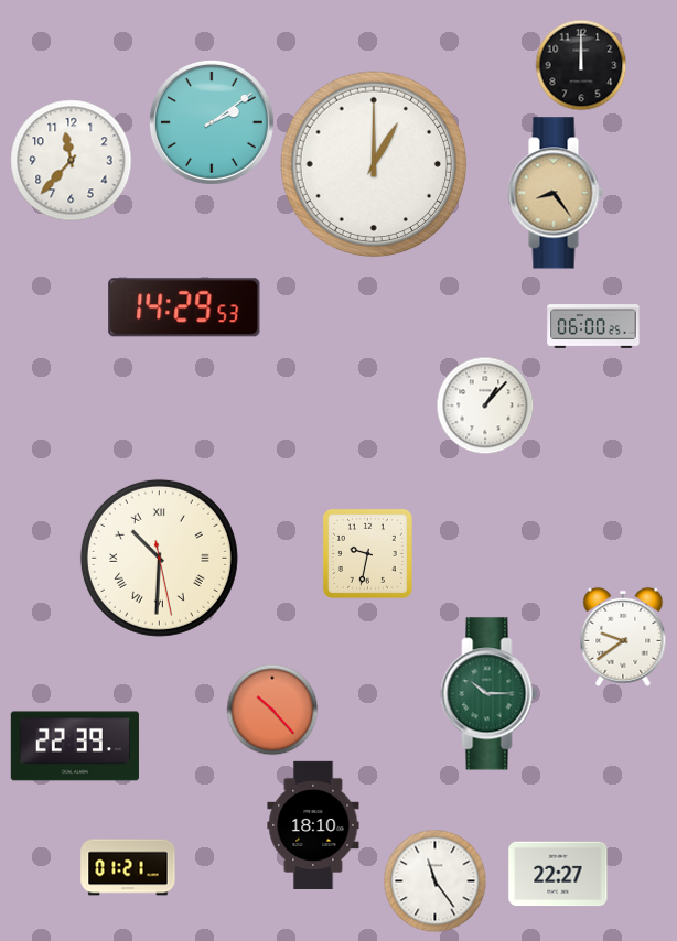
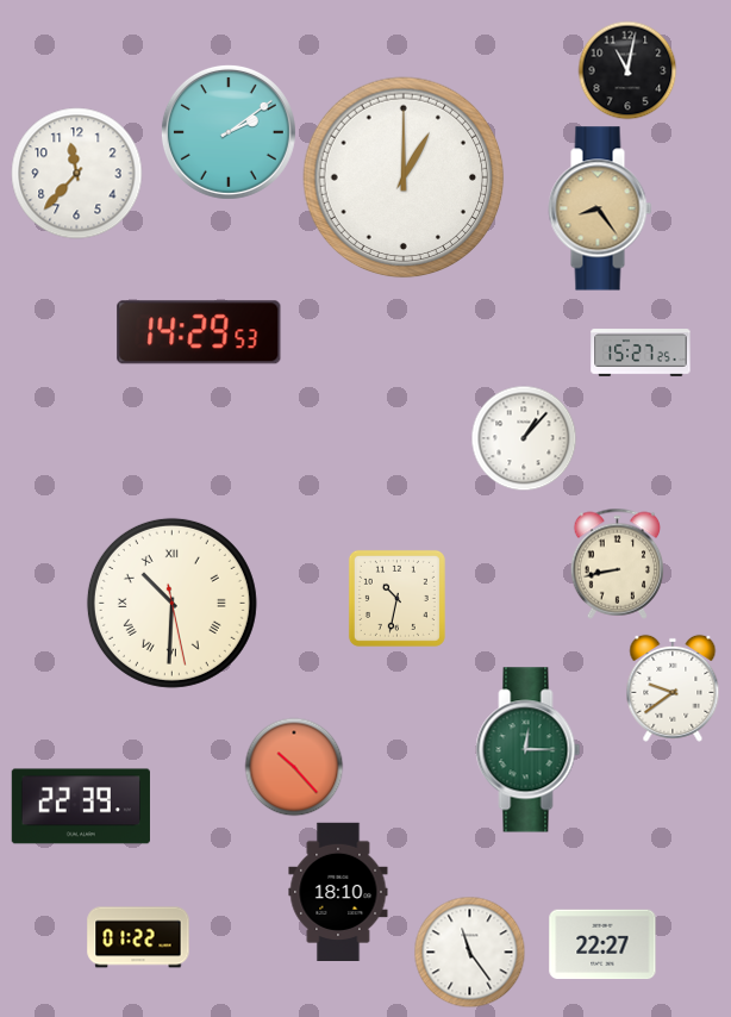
clock at (581, 65): 12:00 -> 11:02
clock at (593, 326): 06:00 -> 15:27
clock at (618, 563): none -> 8:43
clock at (367, 553): 9:32 -> 10:32
clock at (490, 694): 10:15 -> 12:15
clock at (128, 867): 01:21 -> 01:22
